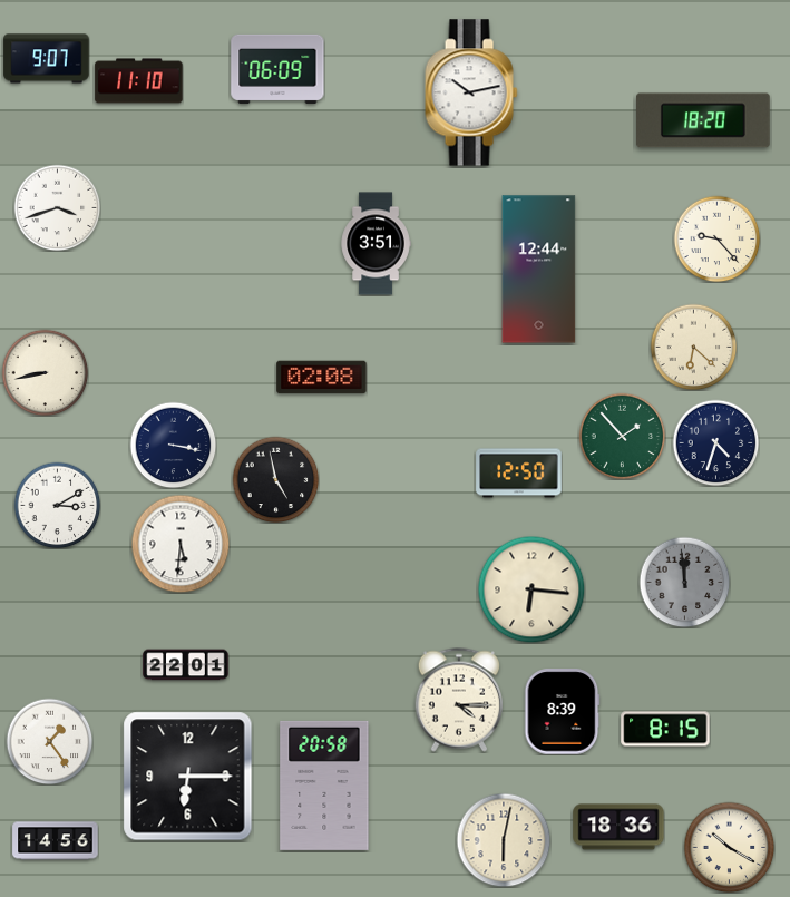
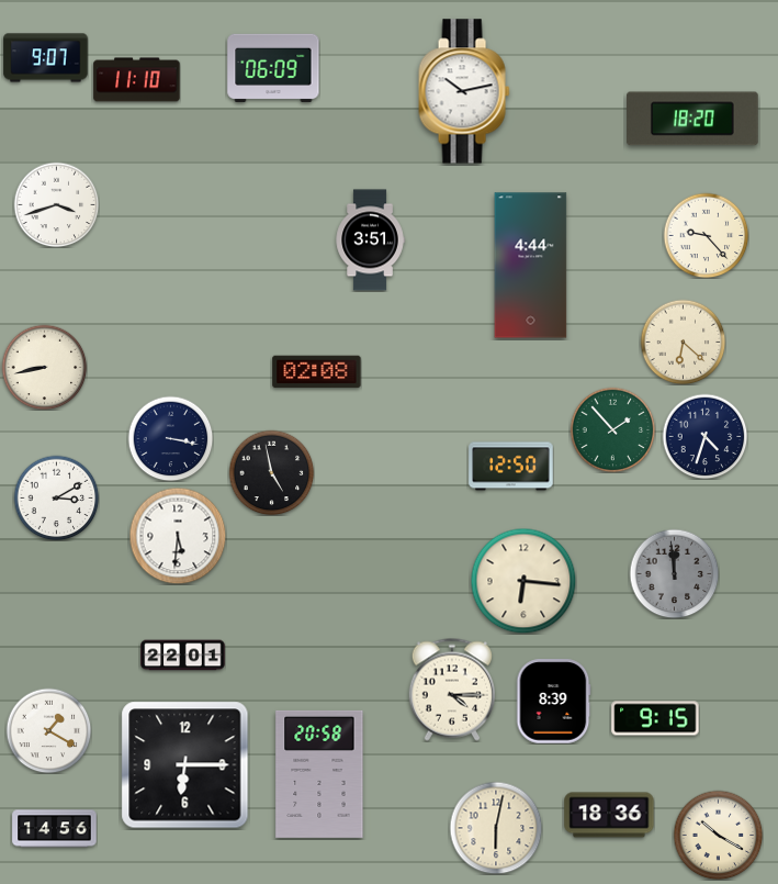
clock at (539, 270): 12:44 -> 4:44
clock at (665, 729): 8:15 -> 9:15
clock at (49, 741): 1:24 -> 1:20
